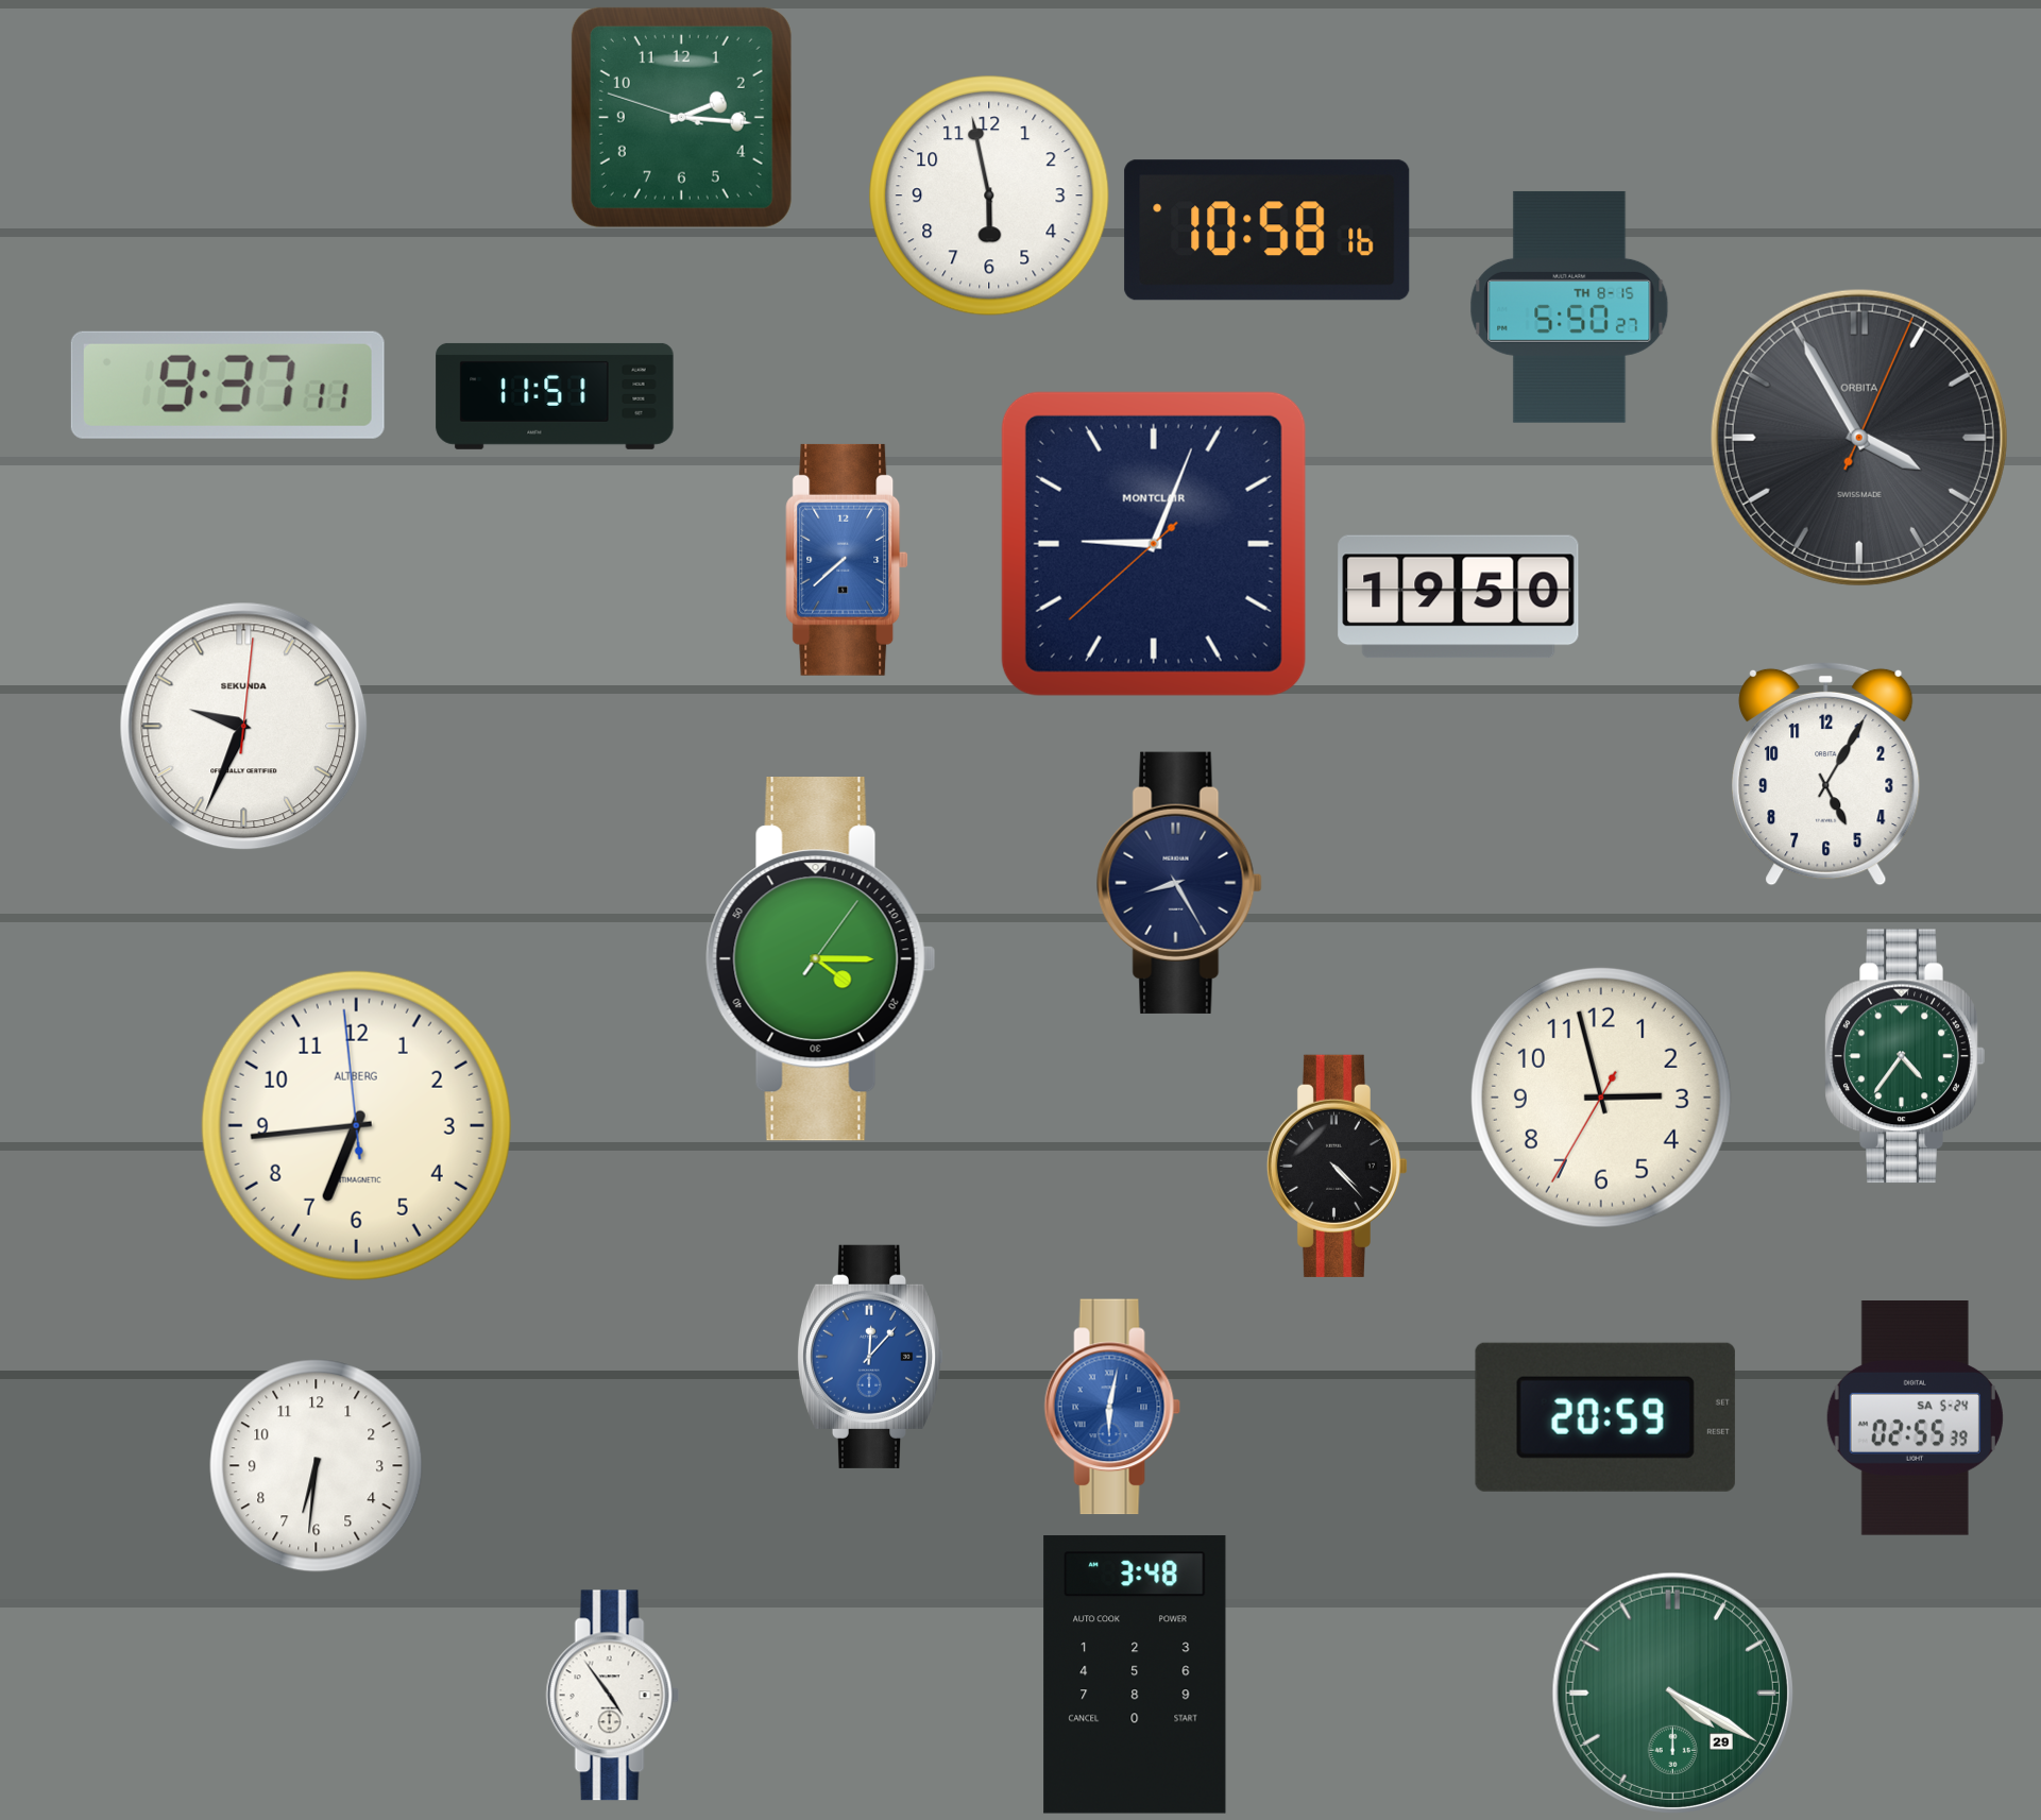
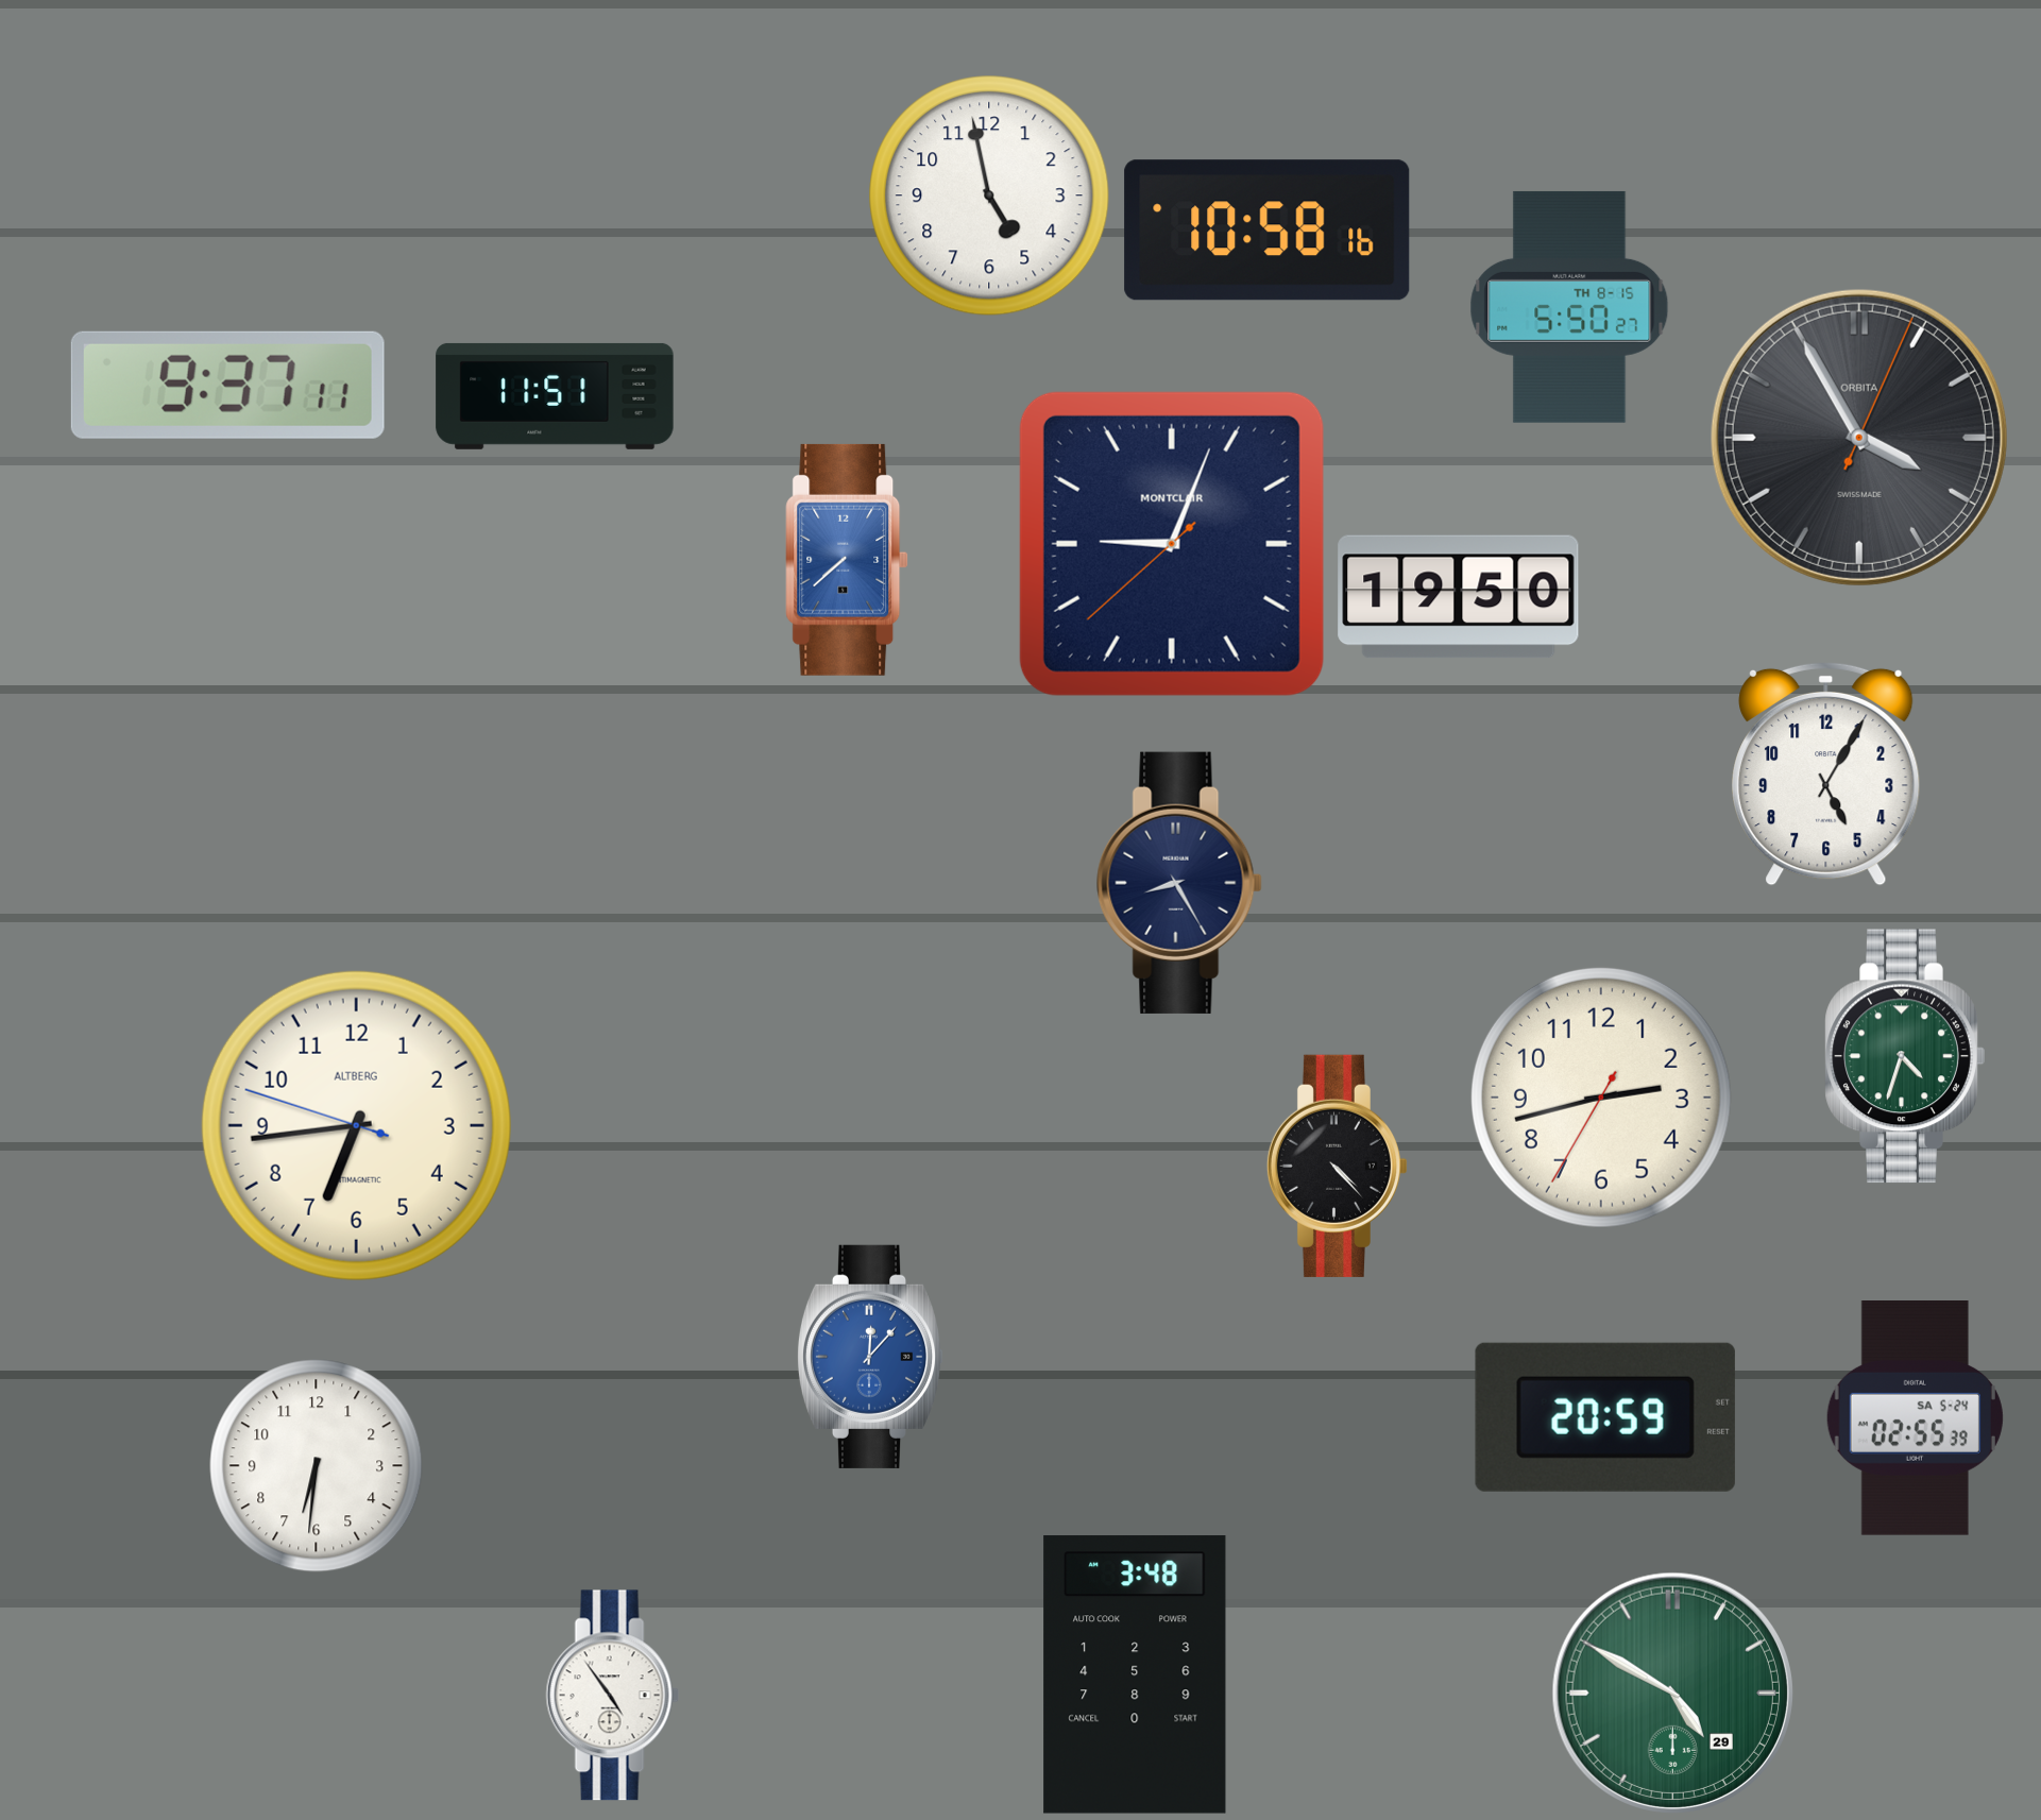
clock at (681, 117): 2:15 -> none
clock at (989, 195): 5:58 -> 4:58
clock at (1154, 544) position: (1154, 544) -> (1172, 544)
clock at (244, 727): 9:34 -> none
clock at (821, 959): 4:15 -> none
clock at (1905, 1056): 4:36 -> 4:33
clock at (1601, 1098): 2:57 -> 2:42
clock at (356, 1125): 6:43:59 -> 6:43:48
clock at (1112, 1407): 6:02 -> none
clock at (1672, 1693): 4:20 -> 4:50
